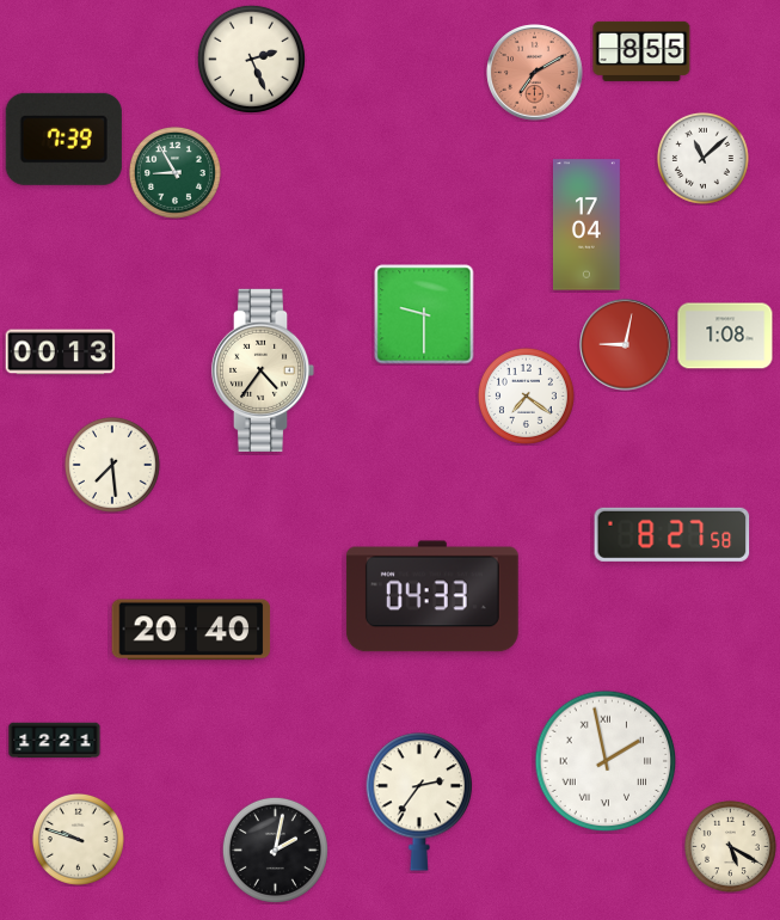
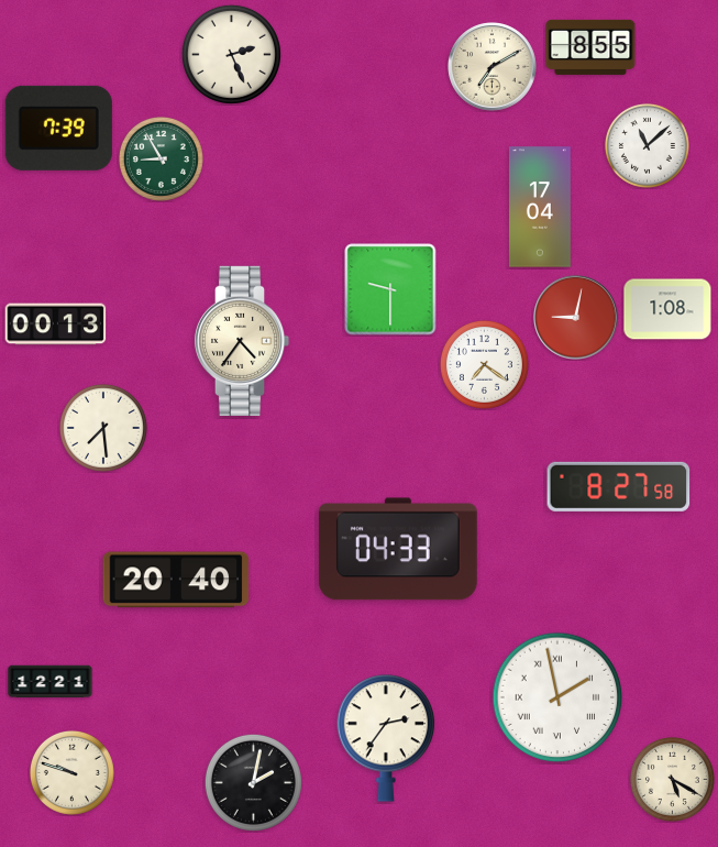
clock at (535, 73) dial: salmon -> cream
clock at (672, 534) position: (672, 534) -> (619, 486)
clock at (606, 761) position: (606, 761) -> (557, 697)
